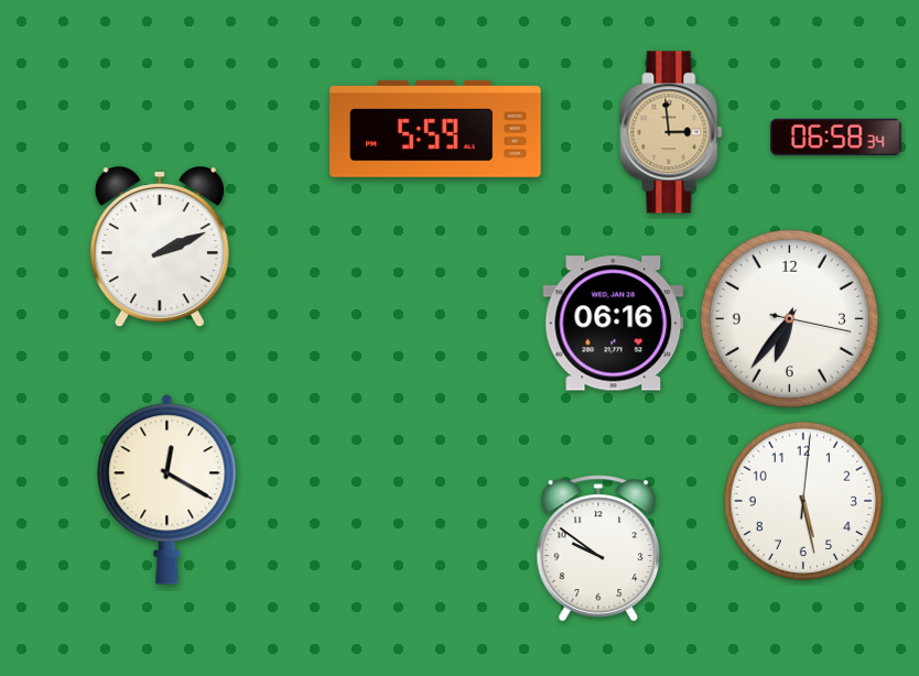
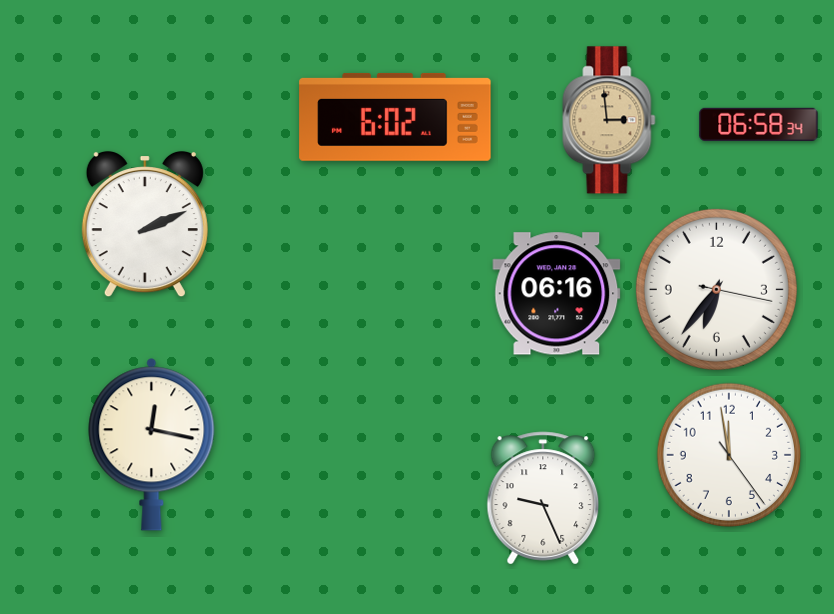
clock at (435, 129): 5:59 -> 6:02
clock at (167, 490): 12:20 -> 12:17
clock at (802, 500): 5:28 -> 11:58
clock at (598, 548): 9:51 -> 9:26
